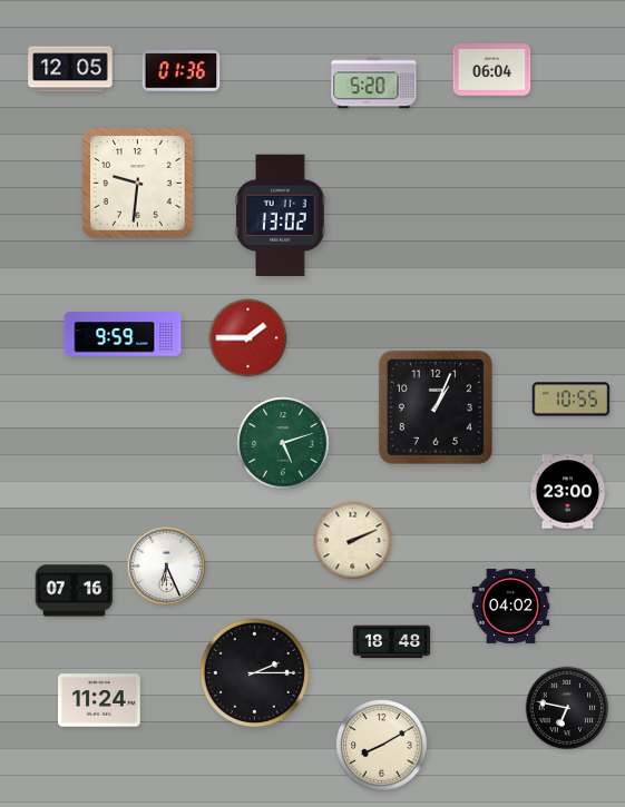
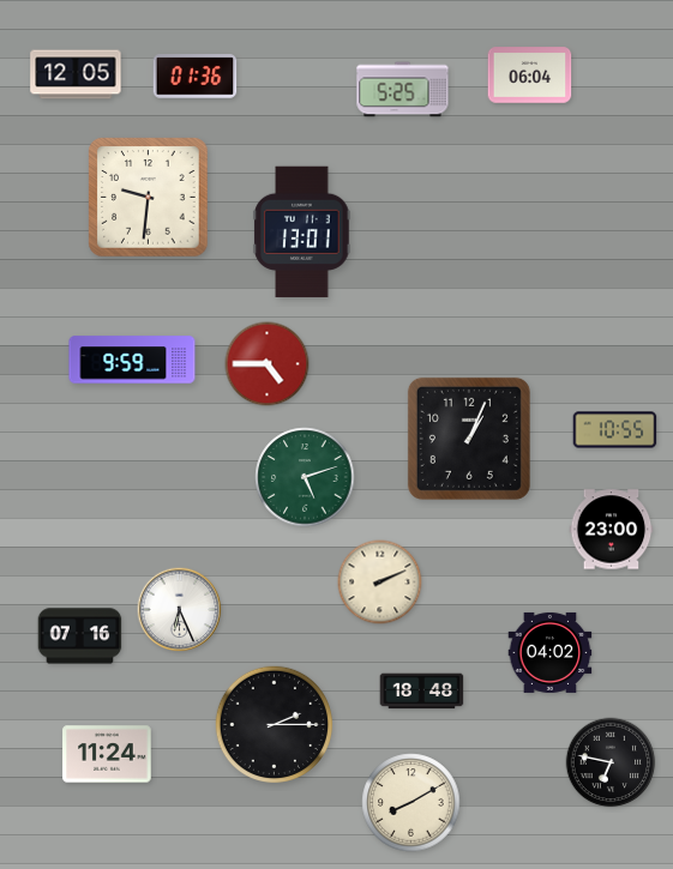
clock at (374, 83): 5:20 -> 5:25
clock at (281, 216): 13:02 -> 13:01
clock at (248, 338): 1:45 -> 4:45
